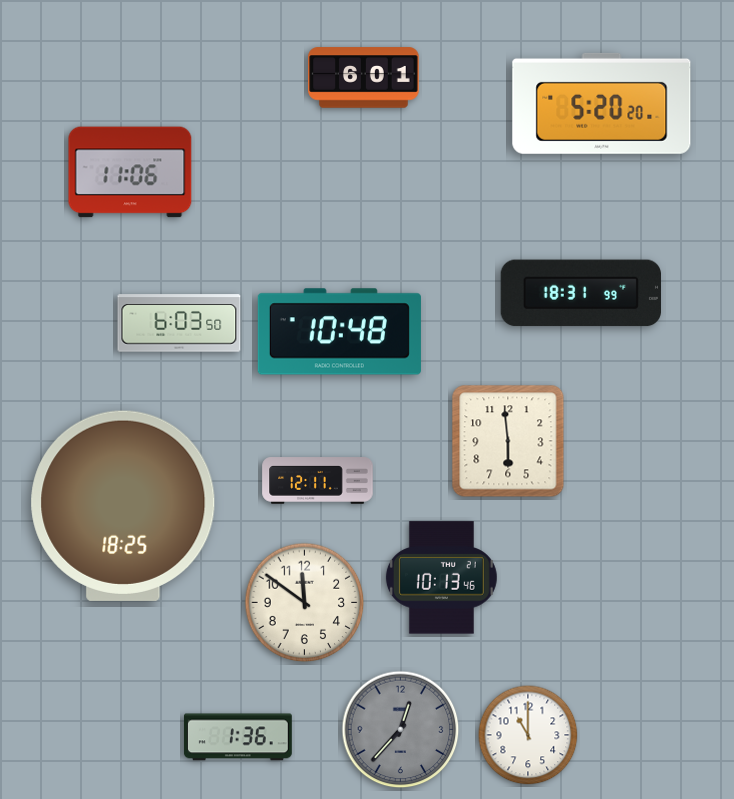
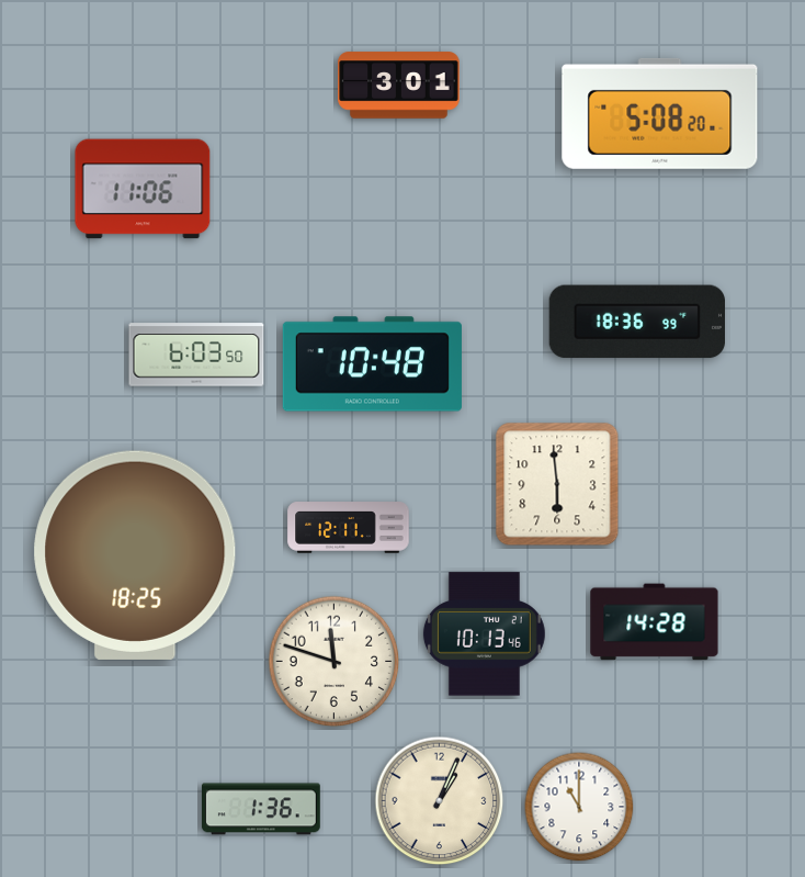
clock at (364, 78): 6:01 -> 3:01
clock at (602, 103): 5:20 -> 5:08
clock at (580, 293): 18:31 -> 18:36
clock at (655, 622): none -> 14:28
clock at (305, 603): 11:51 -> 11:48
clock at (401, 730): 12:37 -> 1:04
clock at (401, 730) dial: grey -> cream
